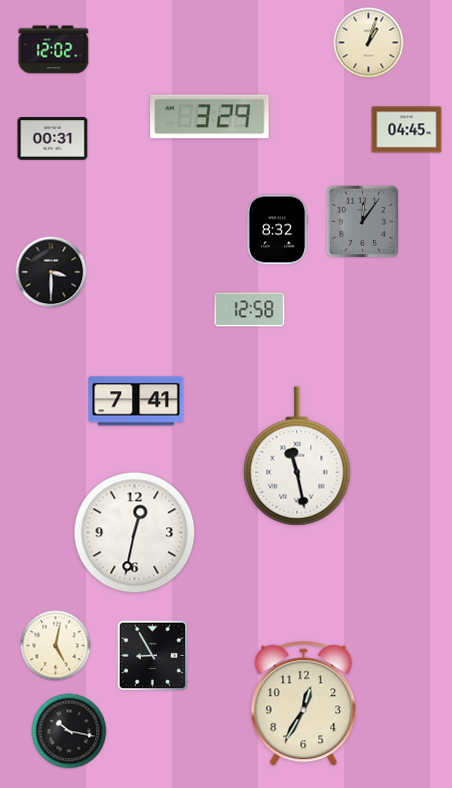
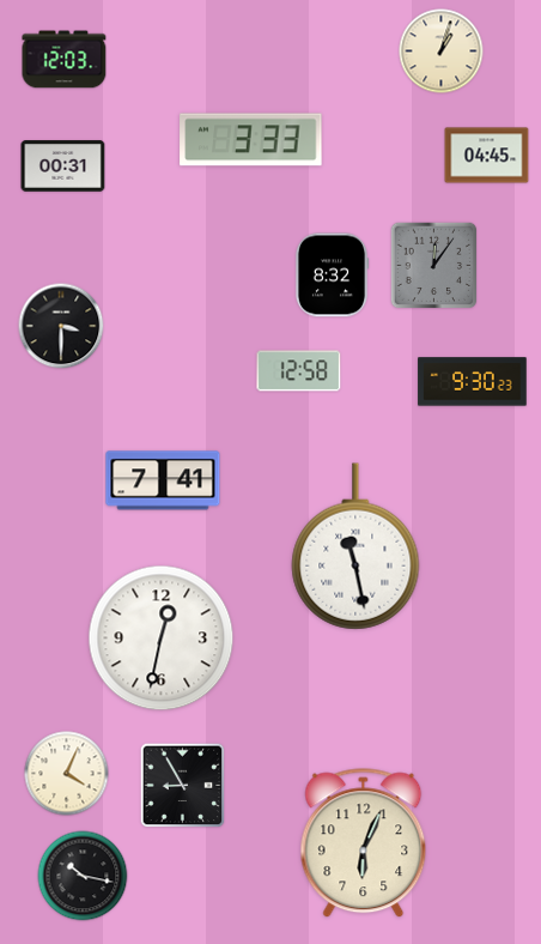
clock at (54, 50): 12:02 -> 12:03
clock at (210, 117): 3:29 -> 3:33
clock at (473, 382): none -> 9:30
clock at (56, 646): 5:02 -> 4:04
clock at (304, 704): 12:35 -> 6:04
